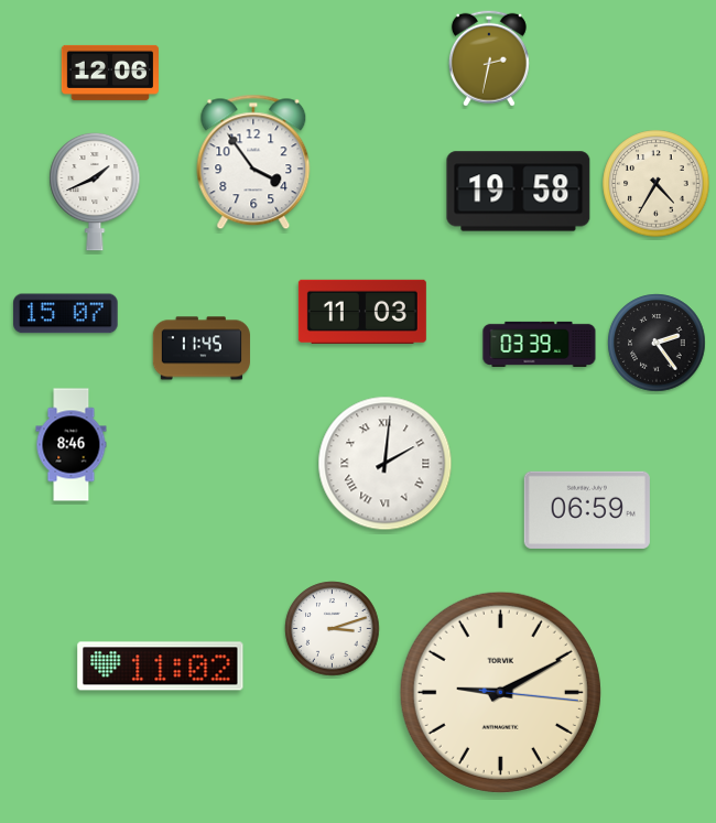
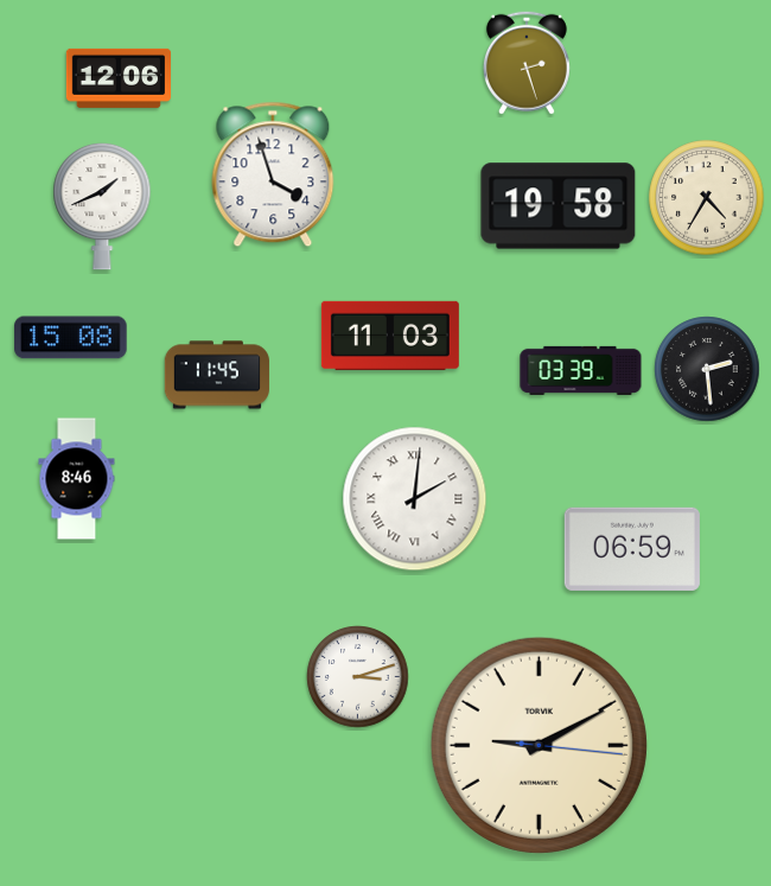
clock at (489, 58): 2:32 -> 2:27
clock at (253, 162): 3:54 -> 3:57
clock at (66, 314): 15:07 -> 15:08
clock at (657, 343): 2:24 -> 2:29
clock at (161, 667): 11:02 -> none
